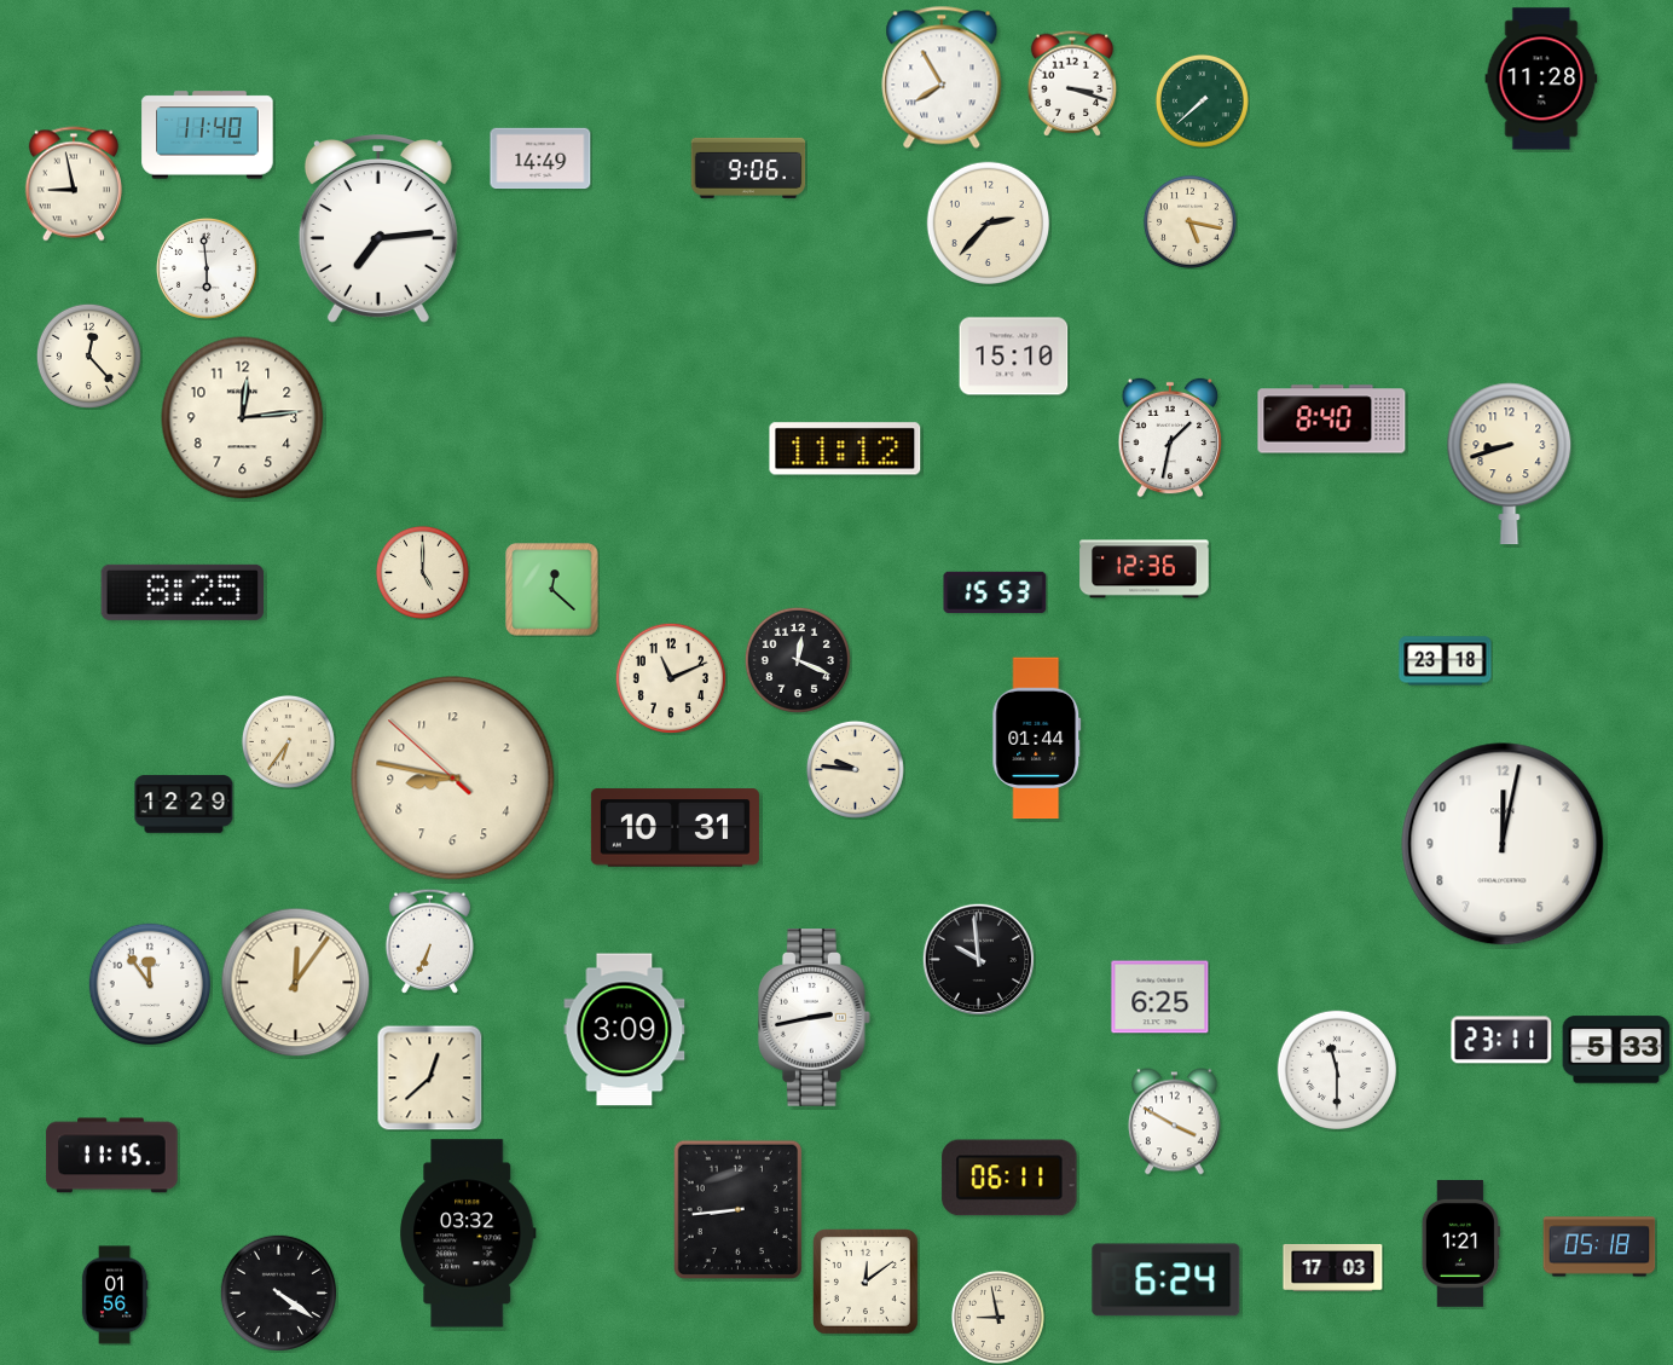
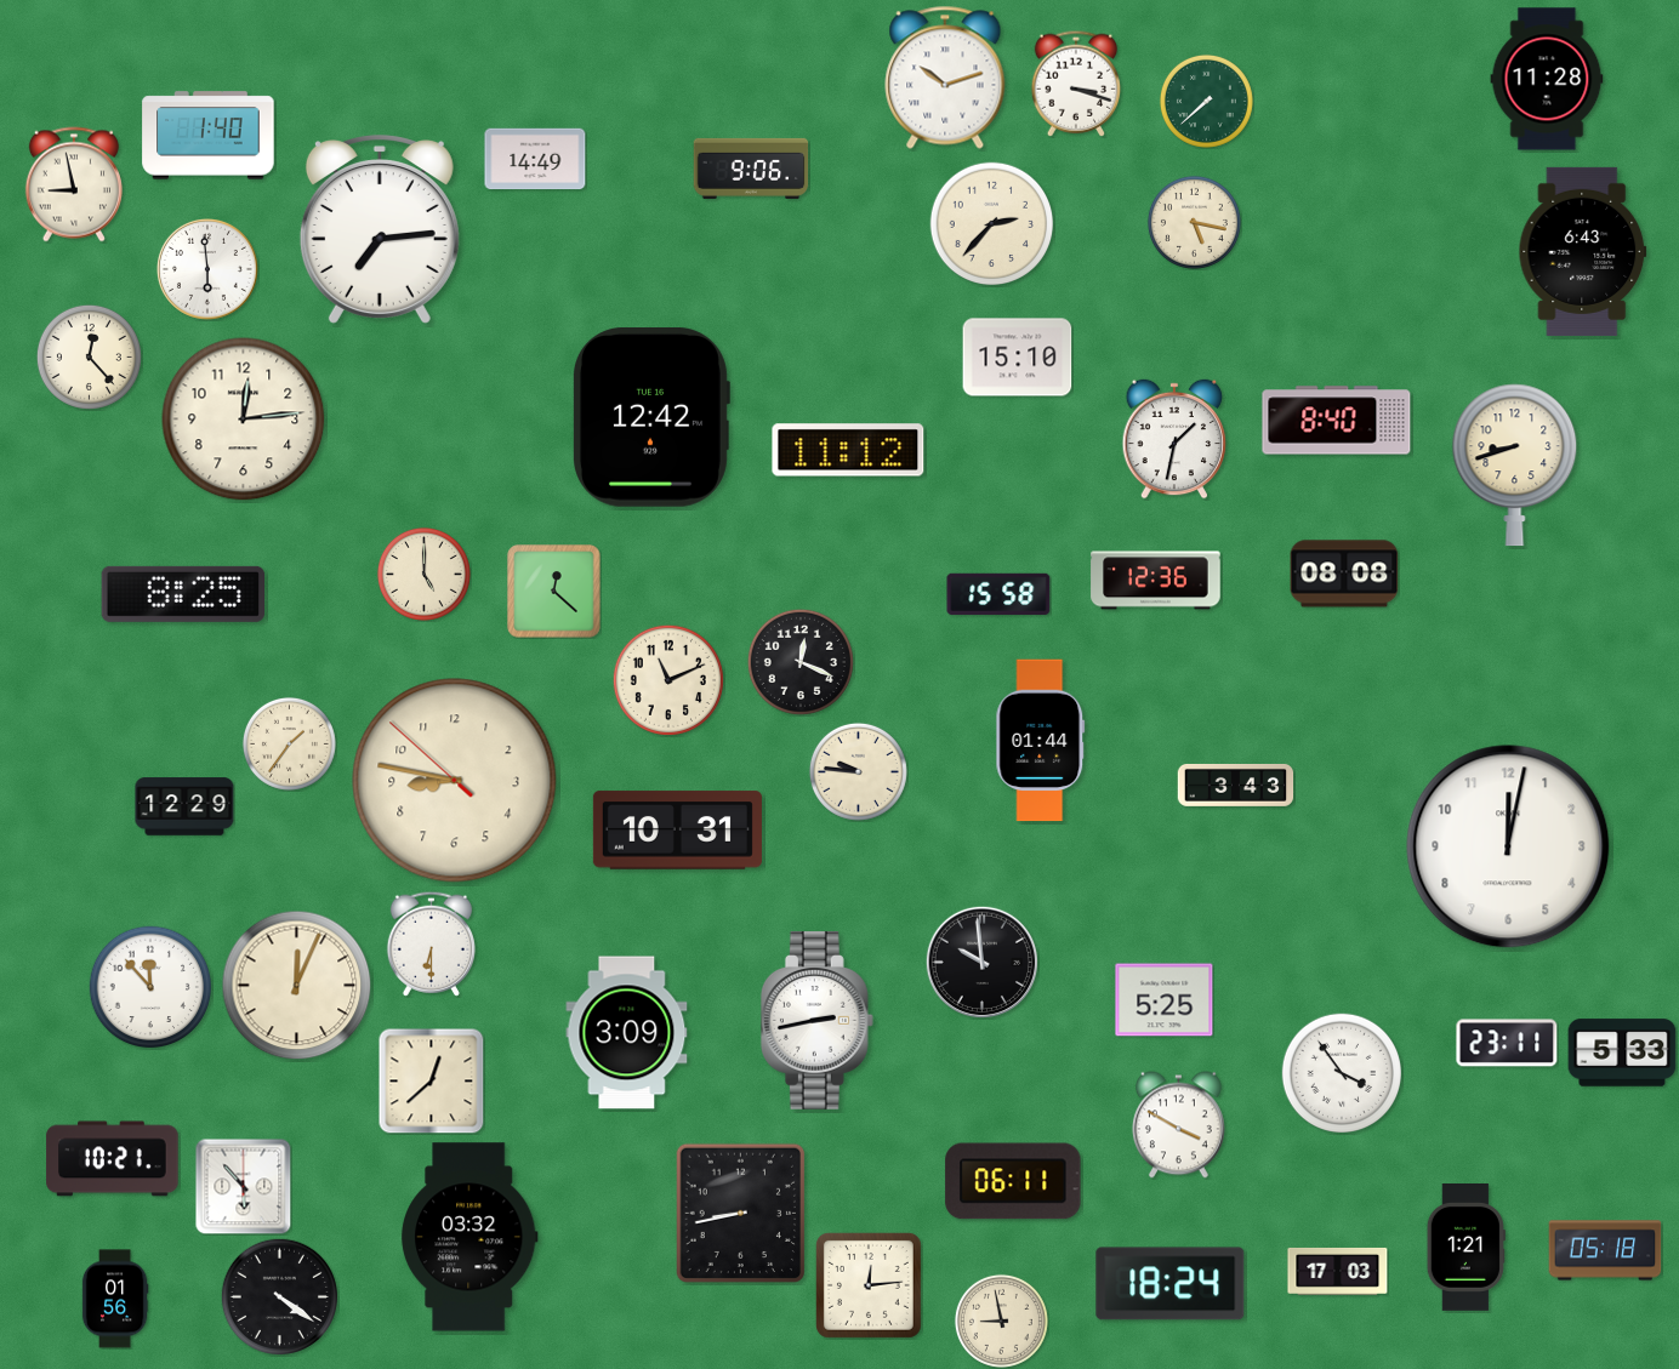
clock at (942, 77): 7:55 -> 10:12
clock at (208, 135): 11:40 -> 1:40
clock at (540, 158) position: (540, 158) -> (535, 159)
clock at (1583, 251): none -> 6:43
clock at (651, 418): none -> 12:42
clock at (1145, 569) position: (1145, 569) -> (1156, 581)
clock at (1344, 574): none -> 08:08
clock at (995, 591): 15:53 -> 15:58
clock at (1446, 661): 23:18 -> none
clock at (671, 678) position: (671, 678) -> (668, 680)
clock at (288, 741): 6:36 -> 1:36
clock at (1236, 785): none -> 3:43
clock at (429, 941): 6:34 -> 6:30
clock at (296, 983): 12:06 -> 12:04
clock at (150, 984): 11:54 -> 11:53
clock at (1160, 997): 6:25 -> 5:25
clock at (1336, 1069): 11:30 -> 3:54
clock at (112, 1156): 11:15 -> 10:21
clock at (243, 1186): none -> 5:53
clock at (737, 1210): 8:44 -> 8:43
clock at (1167, 1280): 6:24 -> 18:24
clock at (866, 1282): 12:09 -> 12:14
